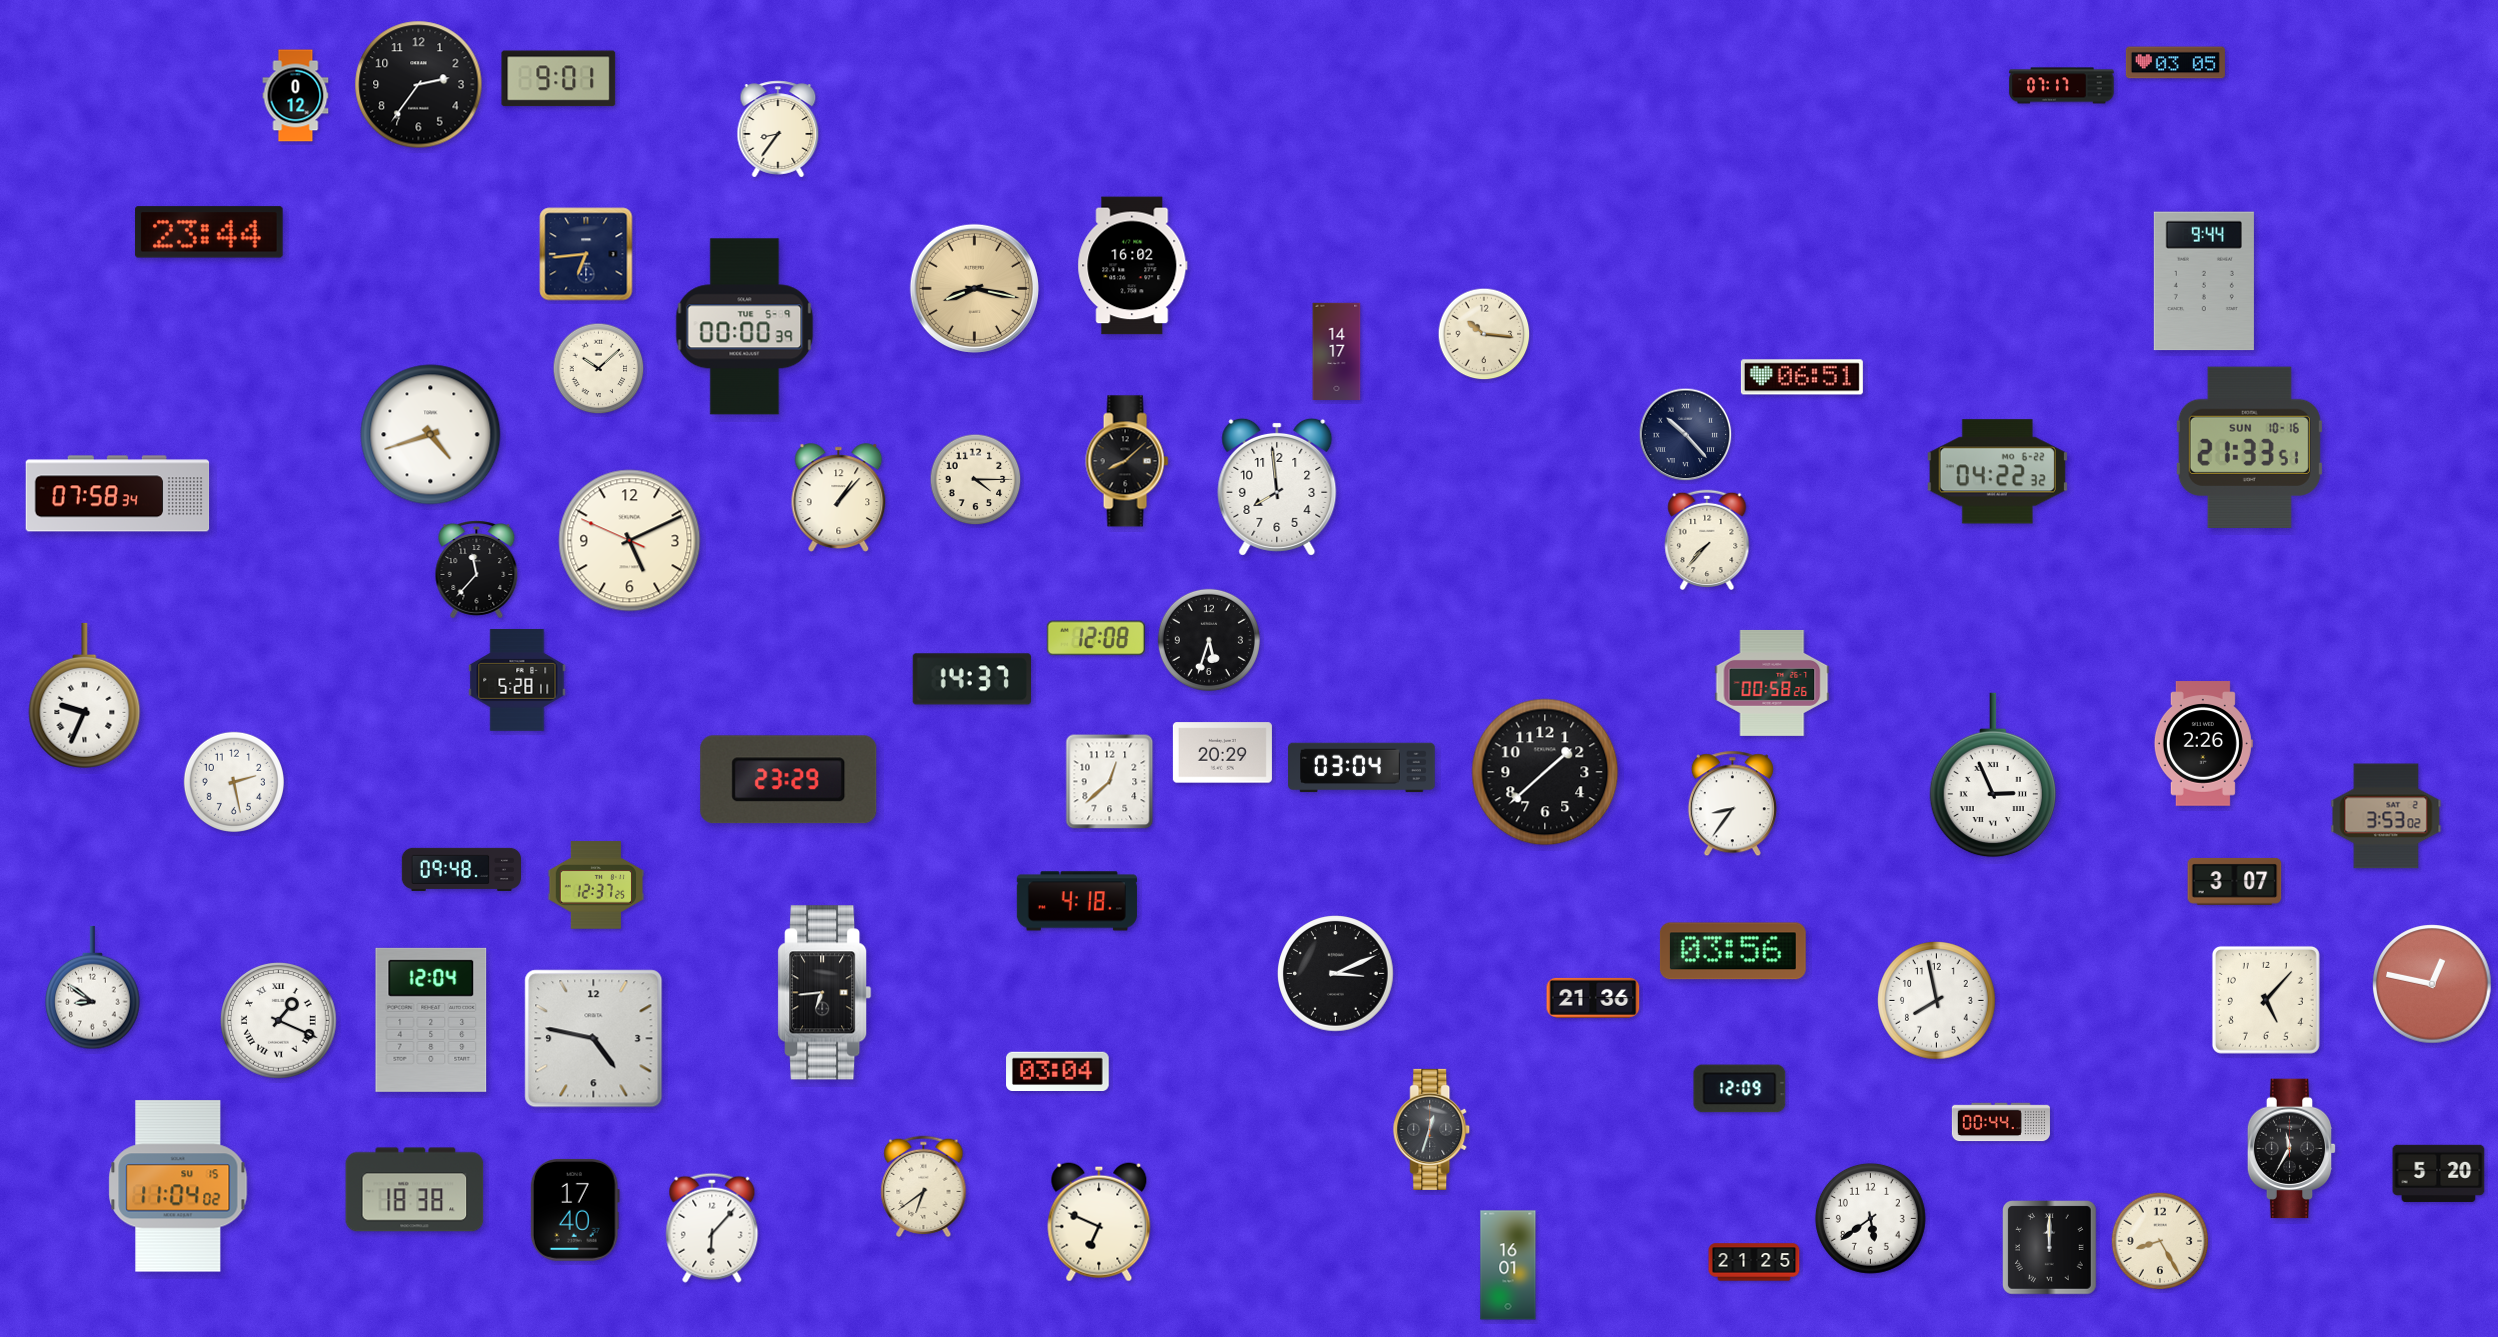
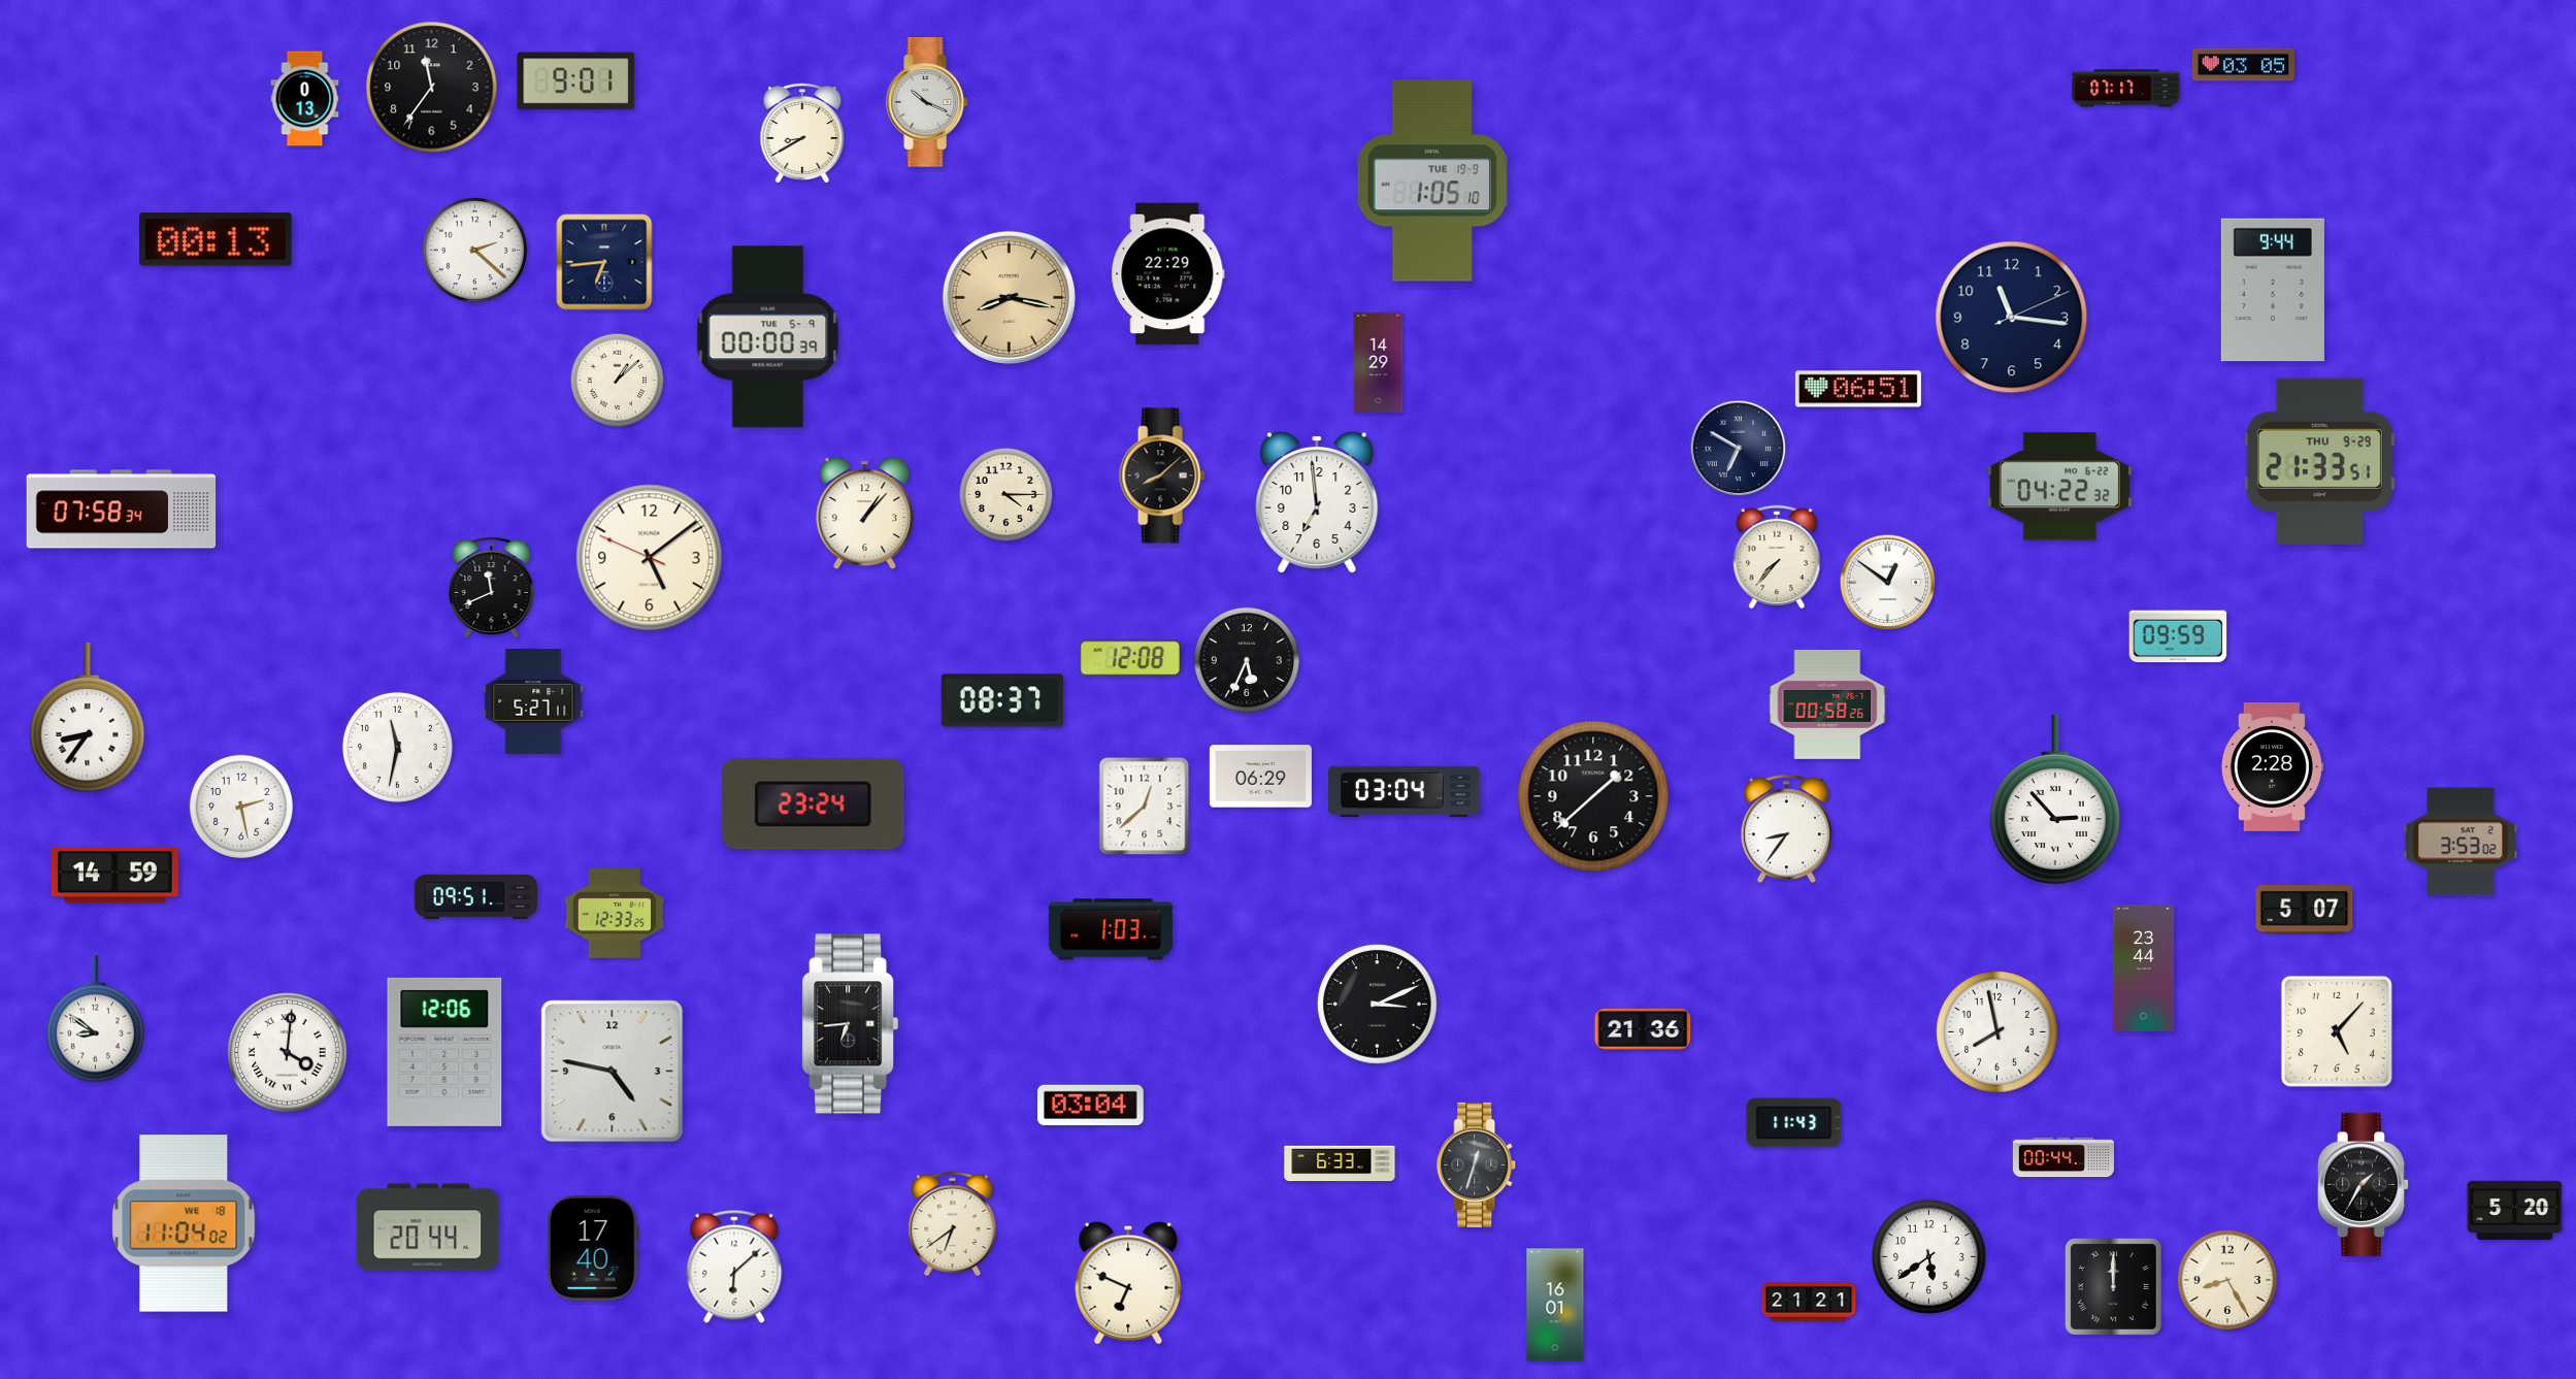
clock at (419, 85): 2:36 -> 11:36
clock at (296, 96): 0:12 -> 0:13
clock at (928, 102): none -> 10:19
clock at (778, 129): 8:36 -> 8:40
clock at (1432, 180): none -> 1:05
clock at (209, 232): 23:44 -> 00:13
clock at (474, 250): none -> 2:22
clock at (1133, 266): 16:02 -> 22:29
clock at (974, 288) position: (974, 288) -> (1009, 297)
clock at (2012, 318): none -> 11:16
clock at (1484, 334): 10:16 -> none
clock at (1337, 352): 14:17 -> 14:29
clock at (599, 369): 10:08 -> 1:08
clock at (431, 435): 4:42 -> none
clock at (1686, 435): 10:23 -> 6:50
clock at (2249, 447) date: SUN 10-16 -> THU 9-29
clock at (1277, 487): 7:59 -> 6:59
clock at (1707, 539) position: (1707, 539) -> (1777, 556)
clock at (630, 541): 5:10 -> 5:08
clock at (1888, 583): none -> 12:51
clock at (477, 570): 11:37 -> 11:41
clock at (2178, 636): none -> 09:59
clock at (1209, 640): 5:33 -> 5:34
clock at (971, 679): 14:37 -> 08:37
clock at (517, 681): 5:28 -> 5:27
clock at (85, 695): 9:34 -> 8:36
clock at (397, 747): none -> 11:32
clock at (2203, 744): 2:26 -> 2:28
clock at (1222, 753): 20:29 -> 06:29
clock at (1993, 775): 2:56 -> 2:53
clock at (789, 780): 23:29 -> 23:24
clock at (114, 876): none -> 14:59
clock at (461, 869): 09:48 -> 09:51
clock at (2235, 881): 3:07 -> 5:07
clock at (596, 885): 12:37 -> 12:33
clock at (1077, 901): 4:18 -> 1:03
clock at (2144, 967): none -> 23:44
clock at (1733, 951): 03:56 -> none
clock at (2432, 984): 12:47 -> none
clock at (431, 1020): 12:04 -> 12:06
clock at (279, 1021): 1:19 -> 4:01
clock at (1740, 1089): 12:09 -> 11:43
clock at (1340, 1163): none -> 6:33
clock at (2292, 1149): 11:35 -> 1:35
clock at (178, 1186) date: SU 15 -> WE 18
clock at (415, 1190): 18:38 -> 20:44
clock at (1099, 1222) position: (1099, 1222) -> (1128, 1283)
clock at (712, 1228): 6:07 -> 6:08
clock at (1754, 1262): 21:25 -> 21:21
